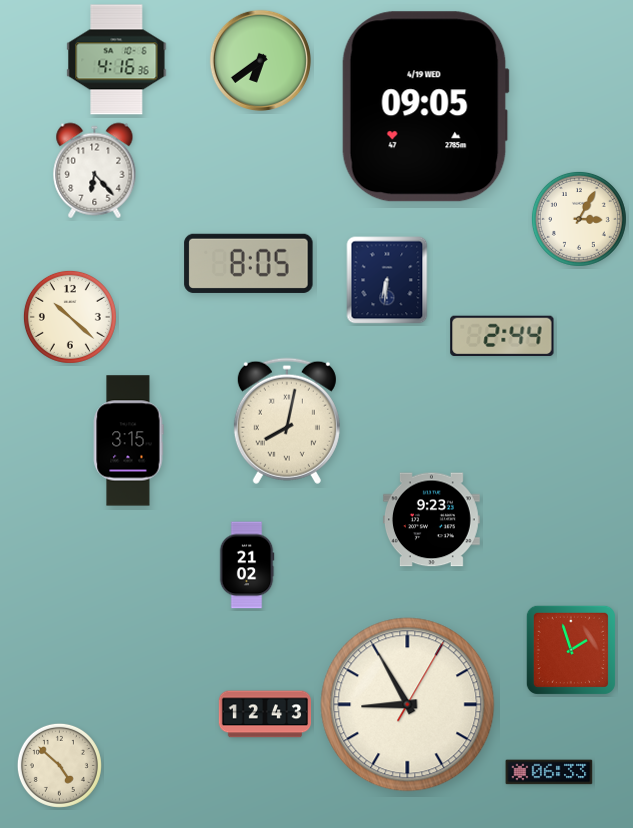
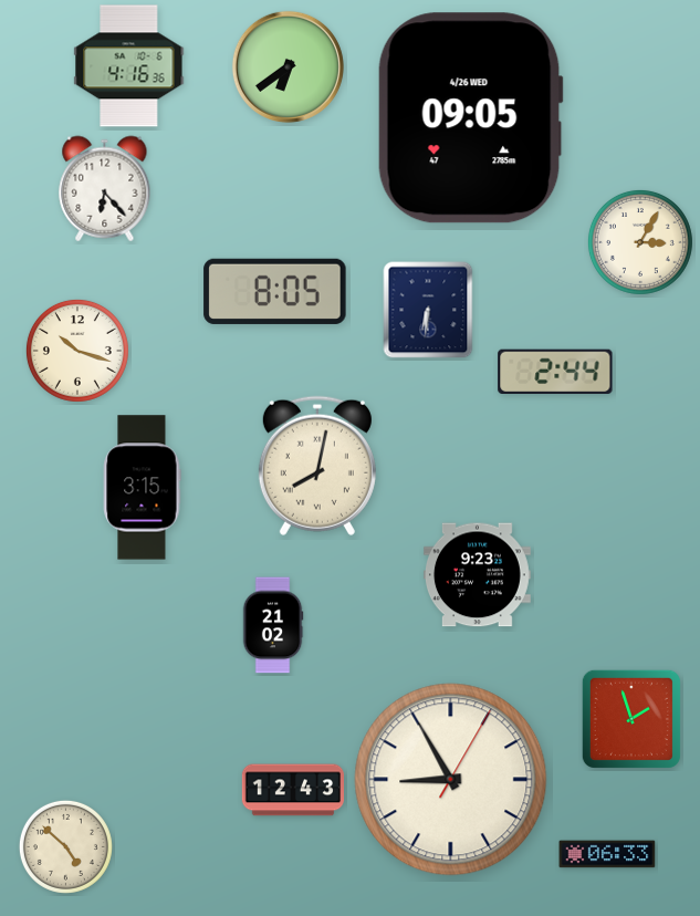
clock at (425, 107) date: 4/19 WED -> 4/26 WED
clock at (70, 317): 10:22 -> 10:18
